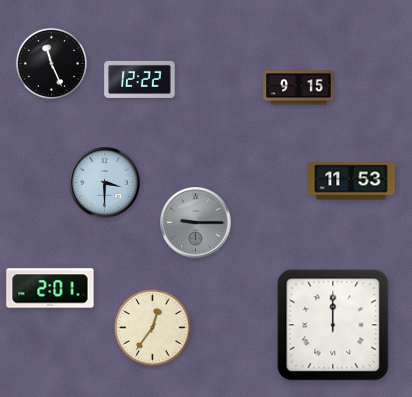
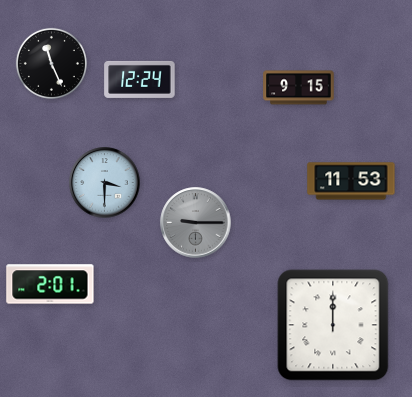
clock at (140, 79): 12:22 -> 12:24
clock at (50, 288) position: (50, 288) -> (50, 284)
clock at (153, 328): 12:36 -> none
